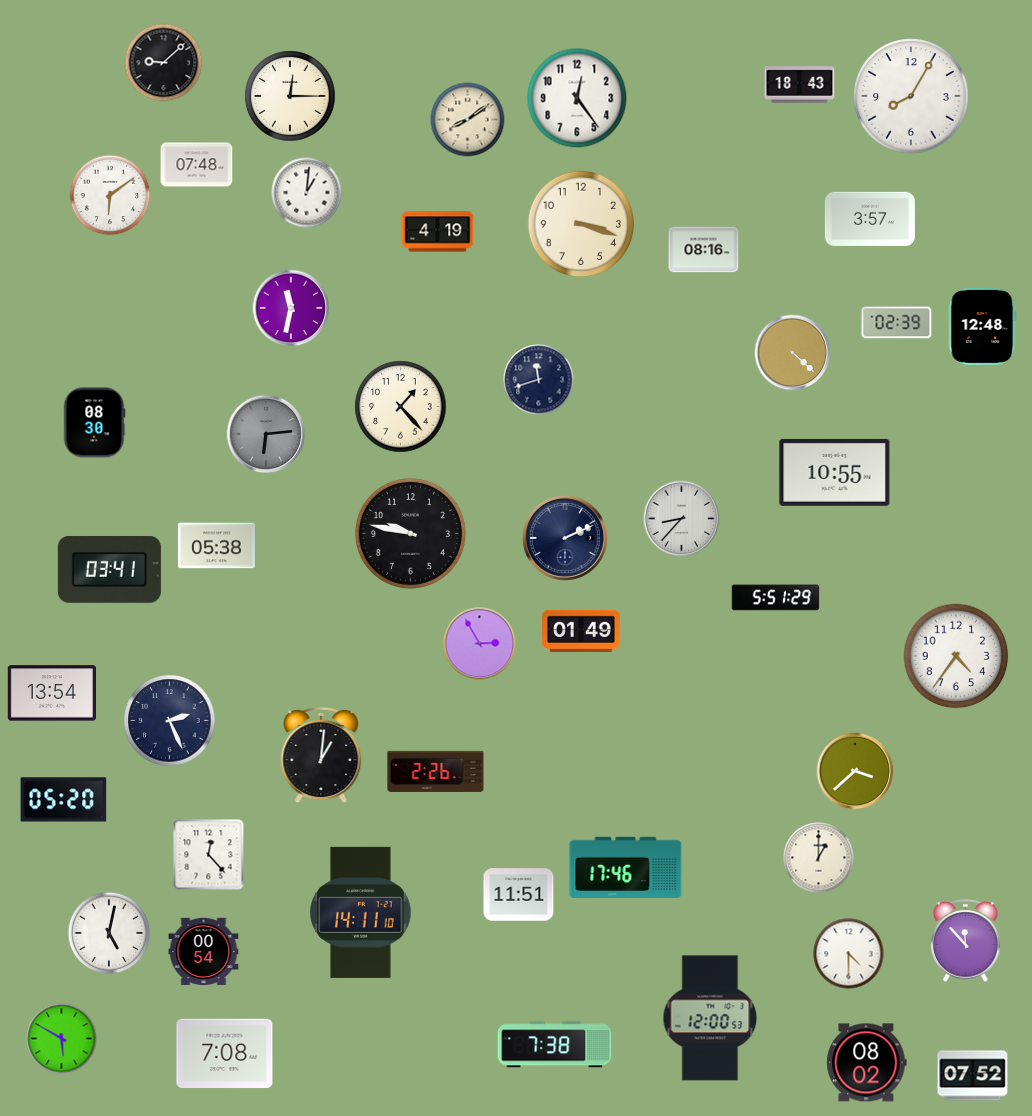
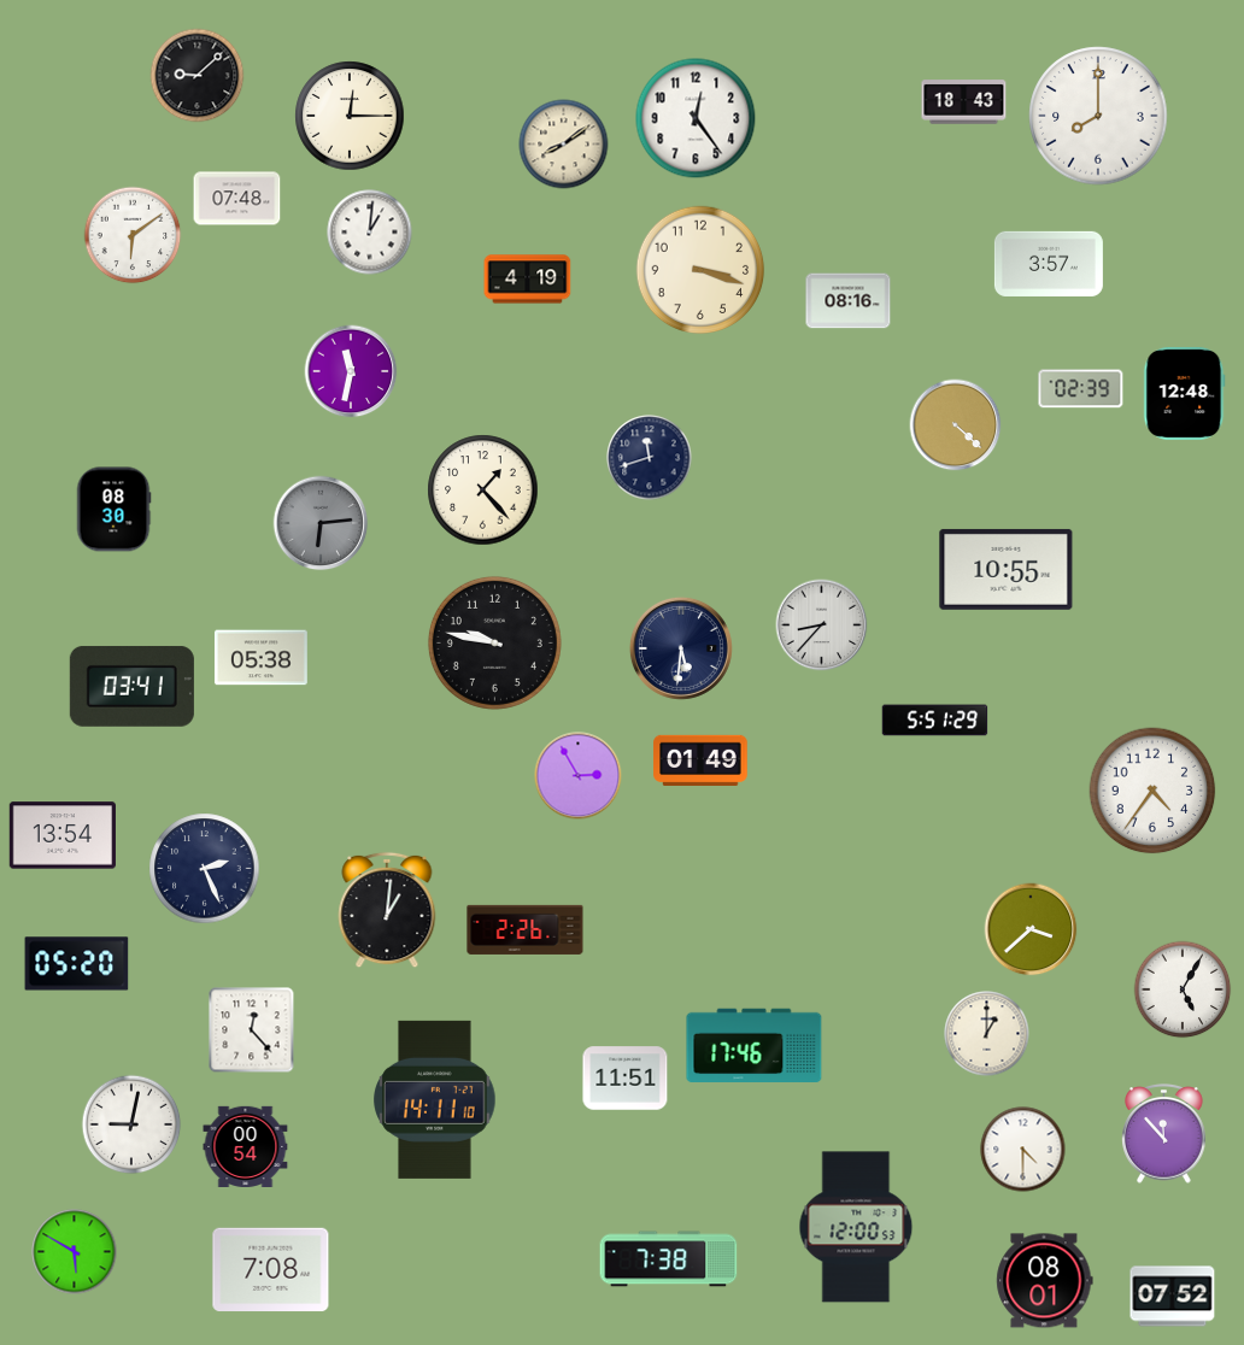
clock at (911, 96): 8:05 -> 8:00
clock at (565, 538): 2:11 -> 5:31
clock at (1183, 989): none -> 5:05
clock at (109, 933): 5:02 -> 9:02
clock at (867, 1063): 08:02 -> 08:01
